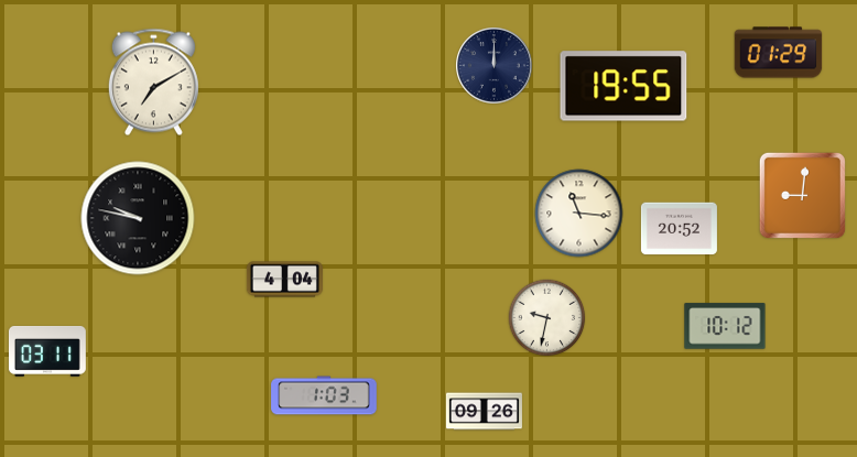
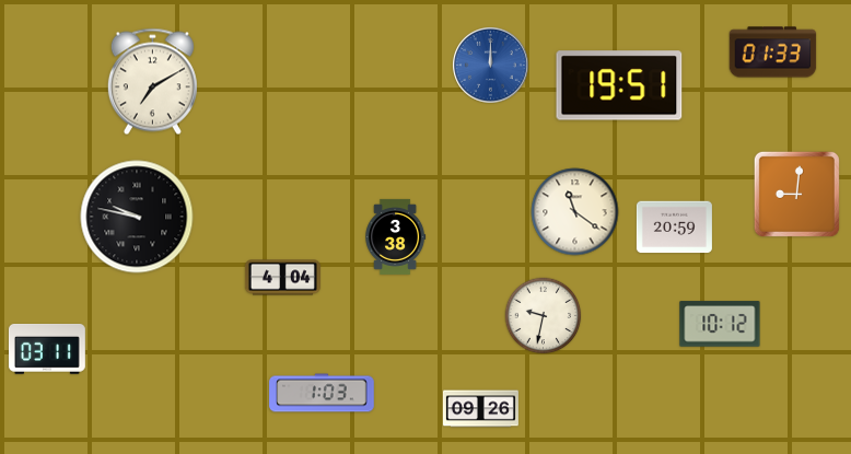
clock at (779, 53): 01:29 -> 01:33
clock at (495, 66) dial: navy -> blue
clock at (623, 86): 19:55 -> 19:51
clock at (579, 214): 11:16 -> 11:21
clock at (679, 229): 20:52 -> 20:59
clock at (396, 236): none -> 3:38
